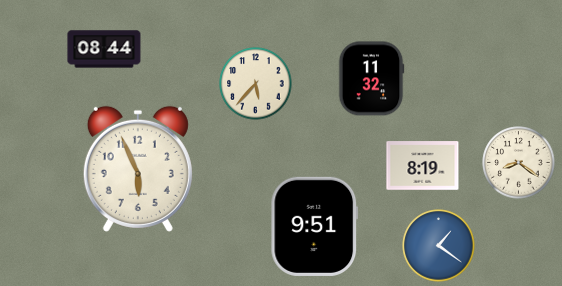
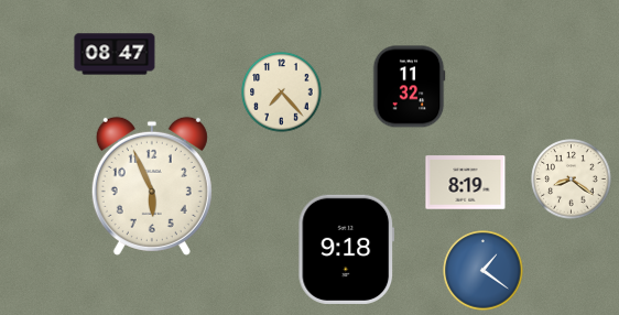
clock at (104, 49): 08:44 -> 08:47
clock at (256, 84): 5:37 -> 7:23
clock at (315, 226): 9:51 -> 9:18
